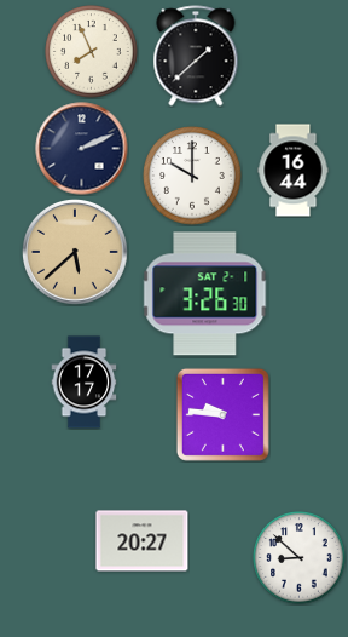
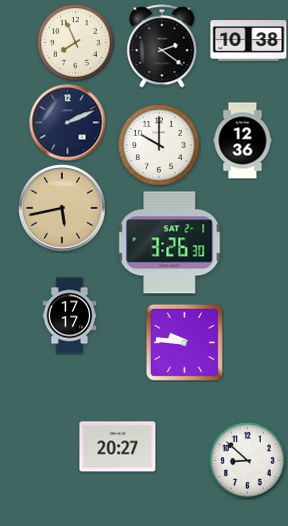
clock at (249, 41): none -> 10:38
clock at (196, 56): 1:38 -> 2:21
clock at (294, 171): 16:44 -> 12:36
clock at (76, 253): 5:38 -> 5:43
